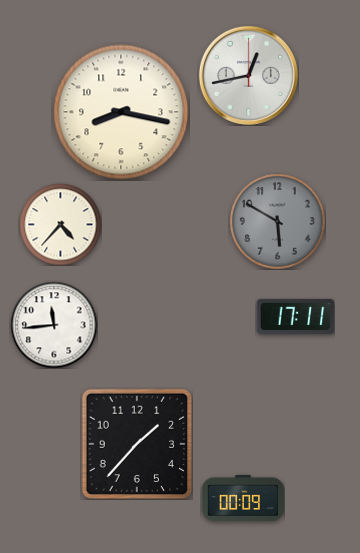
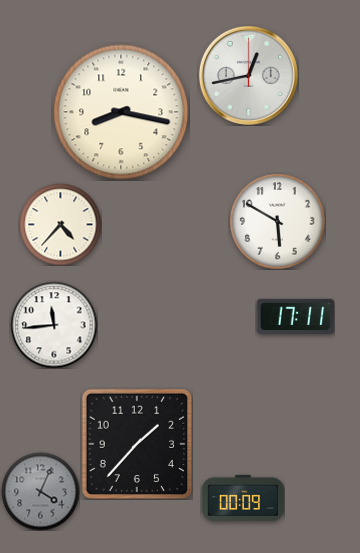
clock at (277, 221) dial: grey -> white
clock at (40, 491): none -> 4:04
